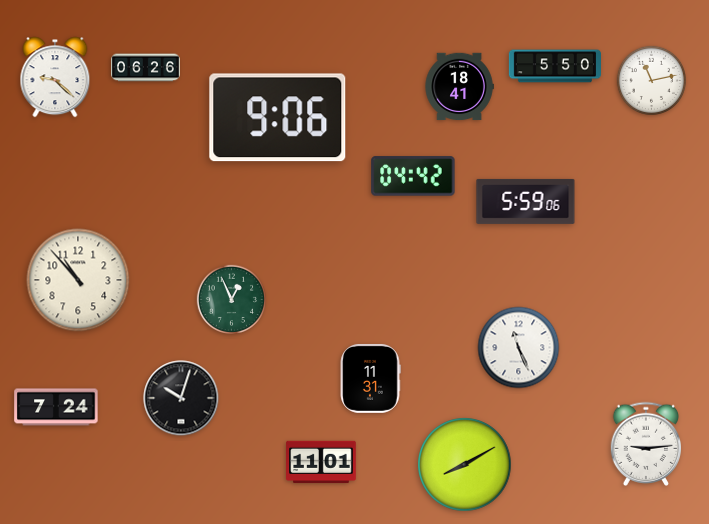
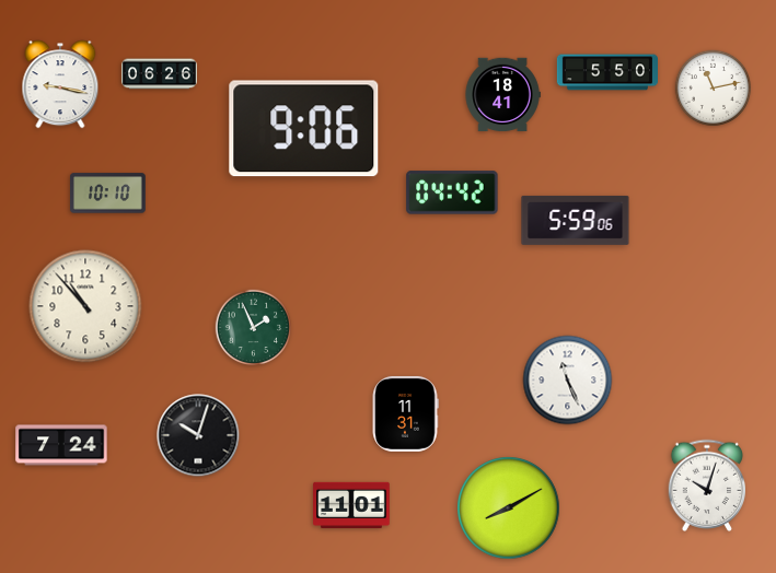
clock at (55, 77): 9:22 -> 9:17
clock at (107, 194): none -> 10:10
clock at (231, 299): 12:56 -> 1:56
clock at (646, 444): 9:14 -> 10:03
